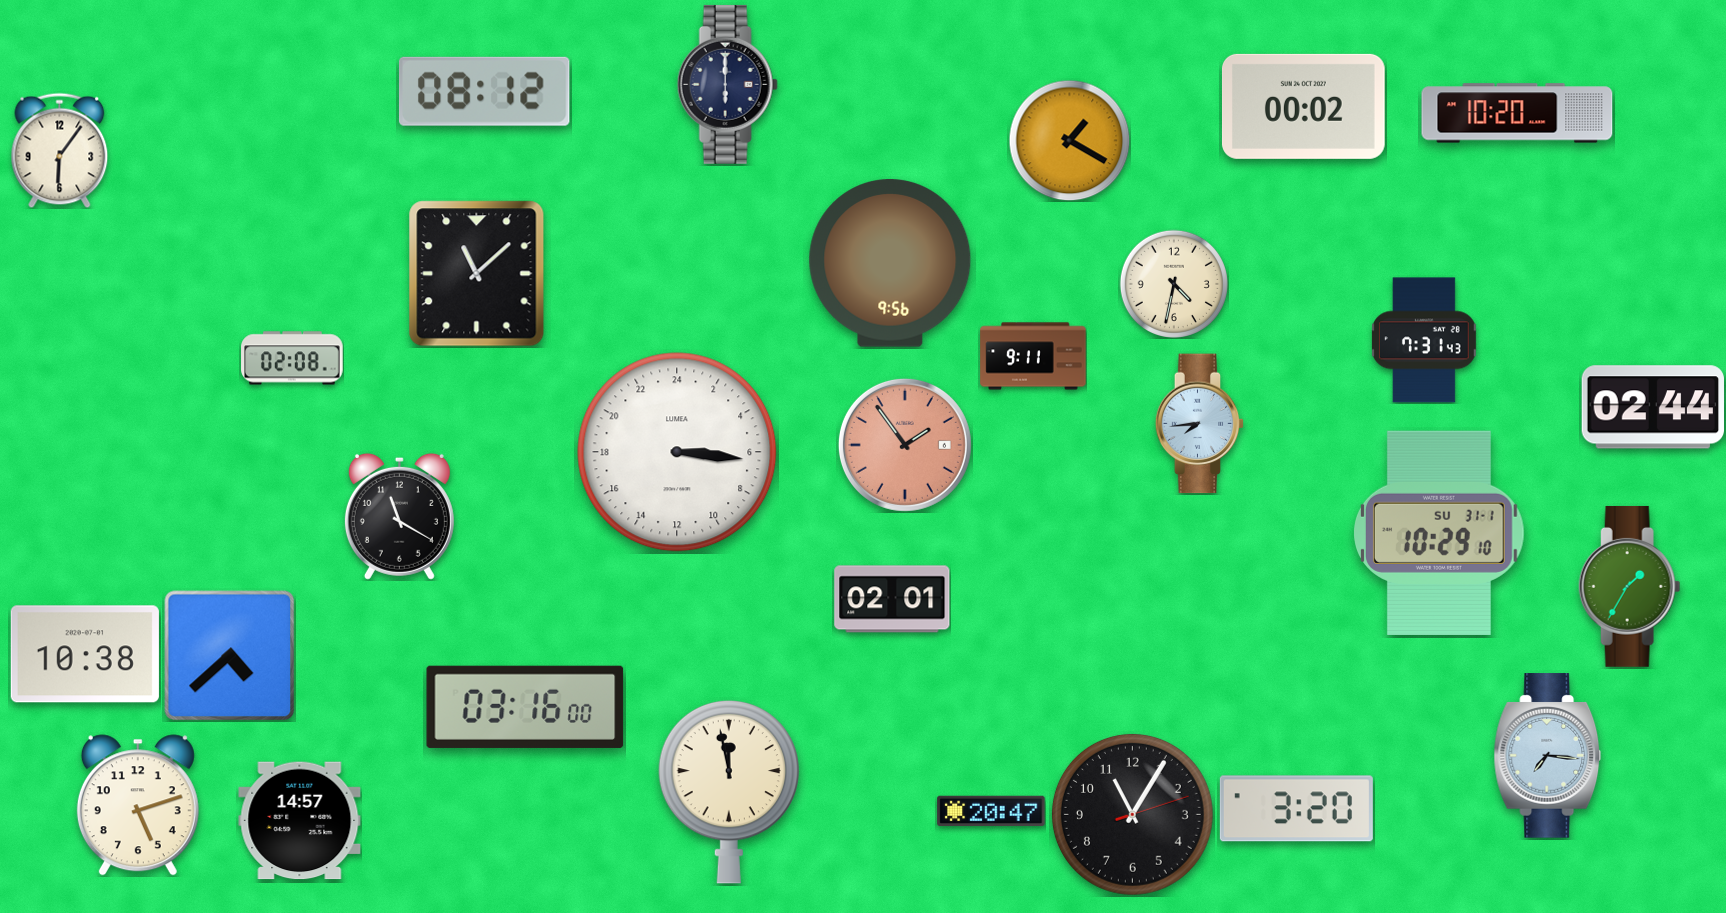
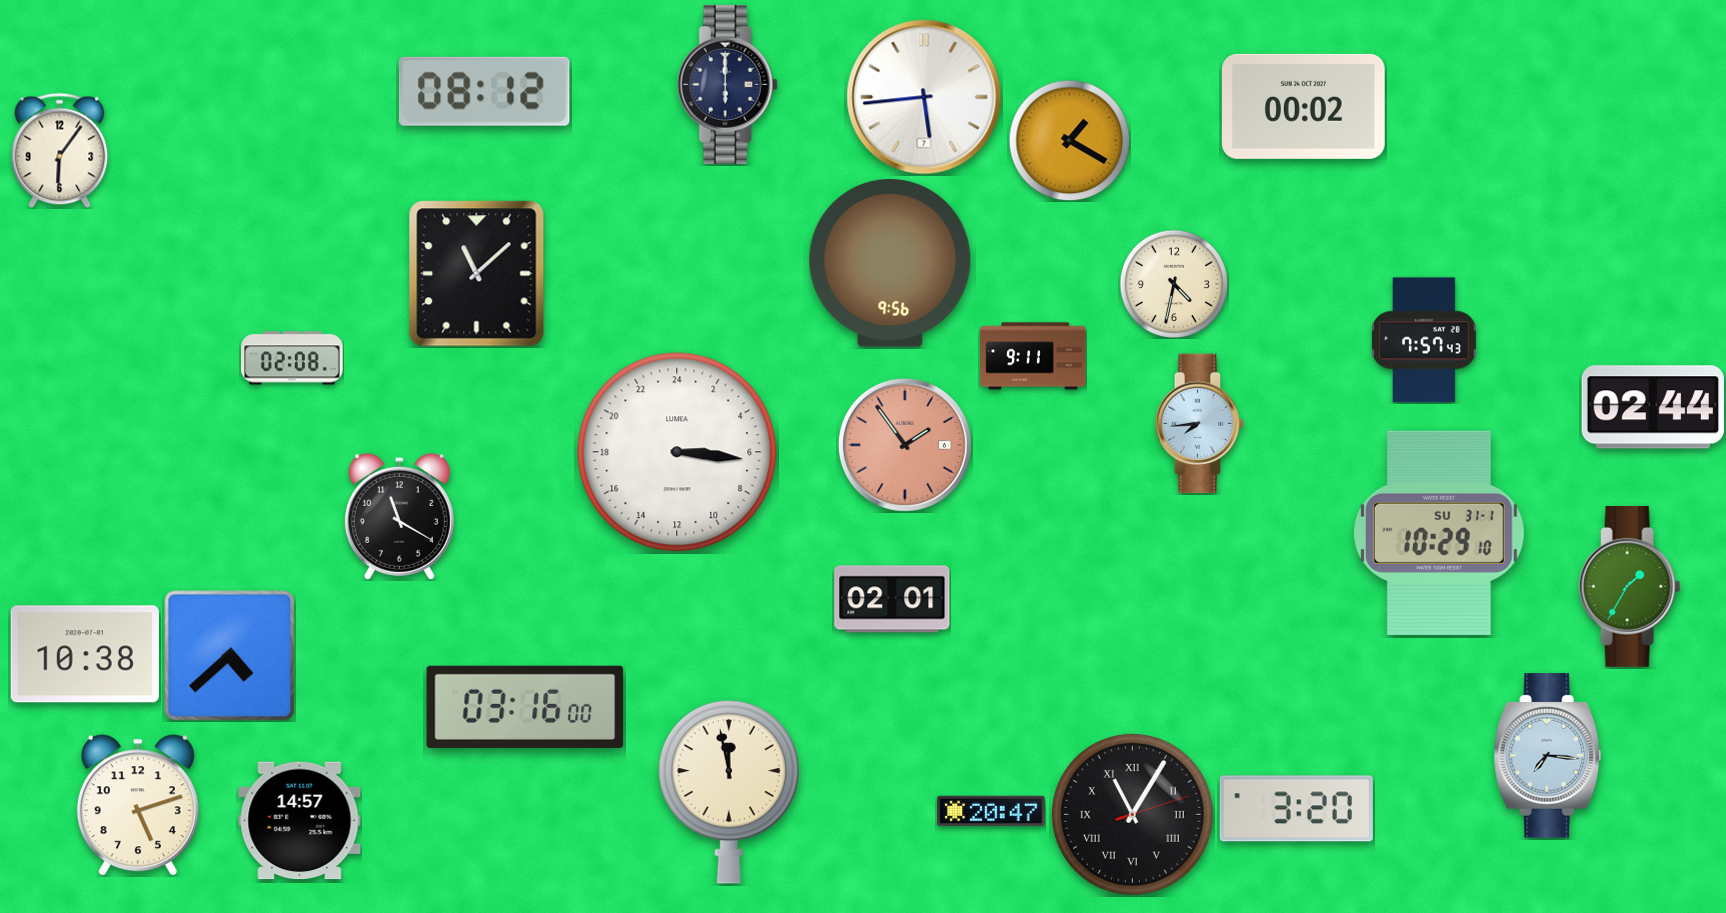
clock at (924, 97): none -> 5:44
clock at (1517, 113): 10:20 -> none
clock at (1425, 340): 7:31 -> 7:57
clock at (1132, 814) numerals: Arabic -> Roman
